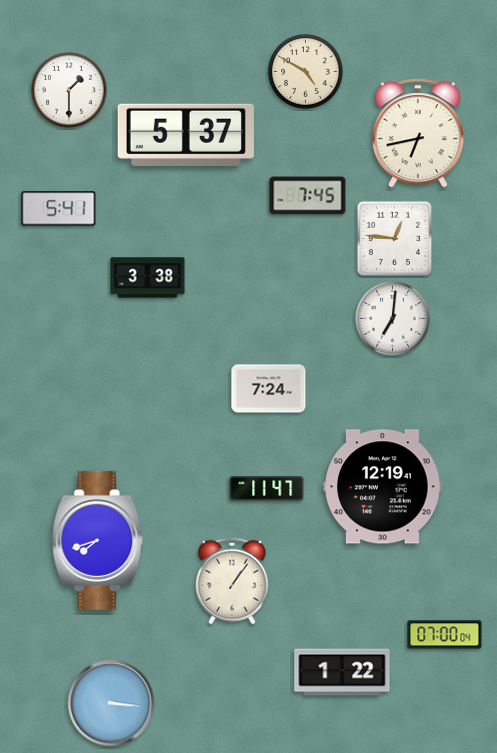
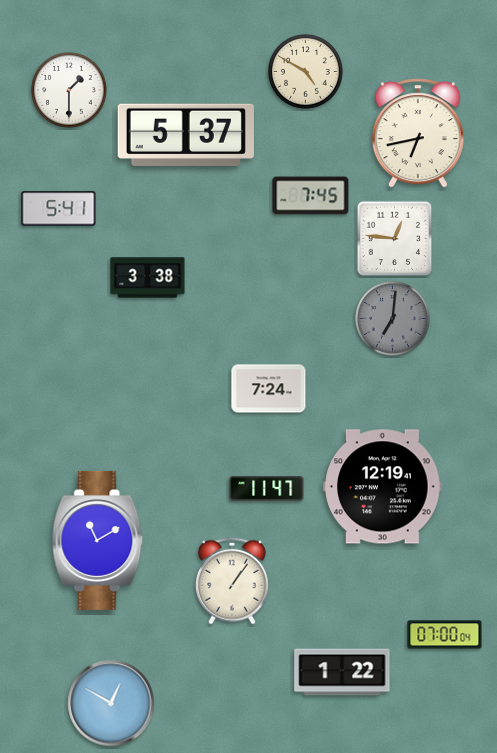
clock at (308, 196) position: (308, 196) -> (311, 196)
clock at (393, 319) dial: white -> grey
clock at (98, 540): 7:42 -> 11:10
clock at (111, 703): 3:16 -> 12:50
